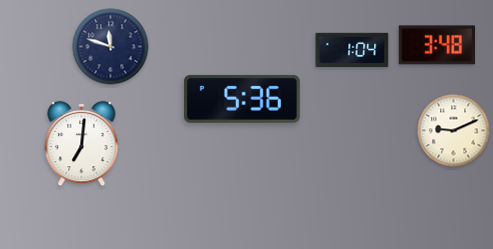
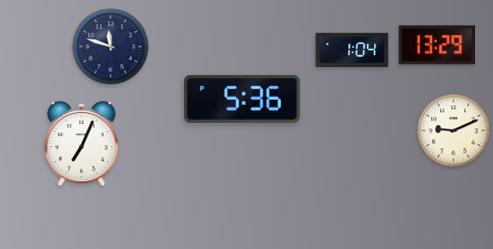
clock at (436, 45): 3:48 -> 13:29
clock at (82, 144): 7:01 -> 7:04
